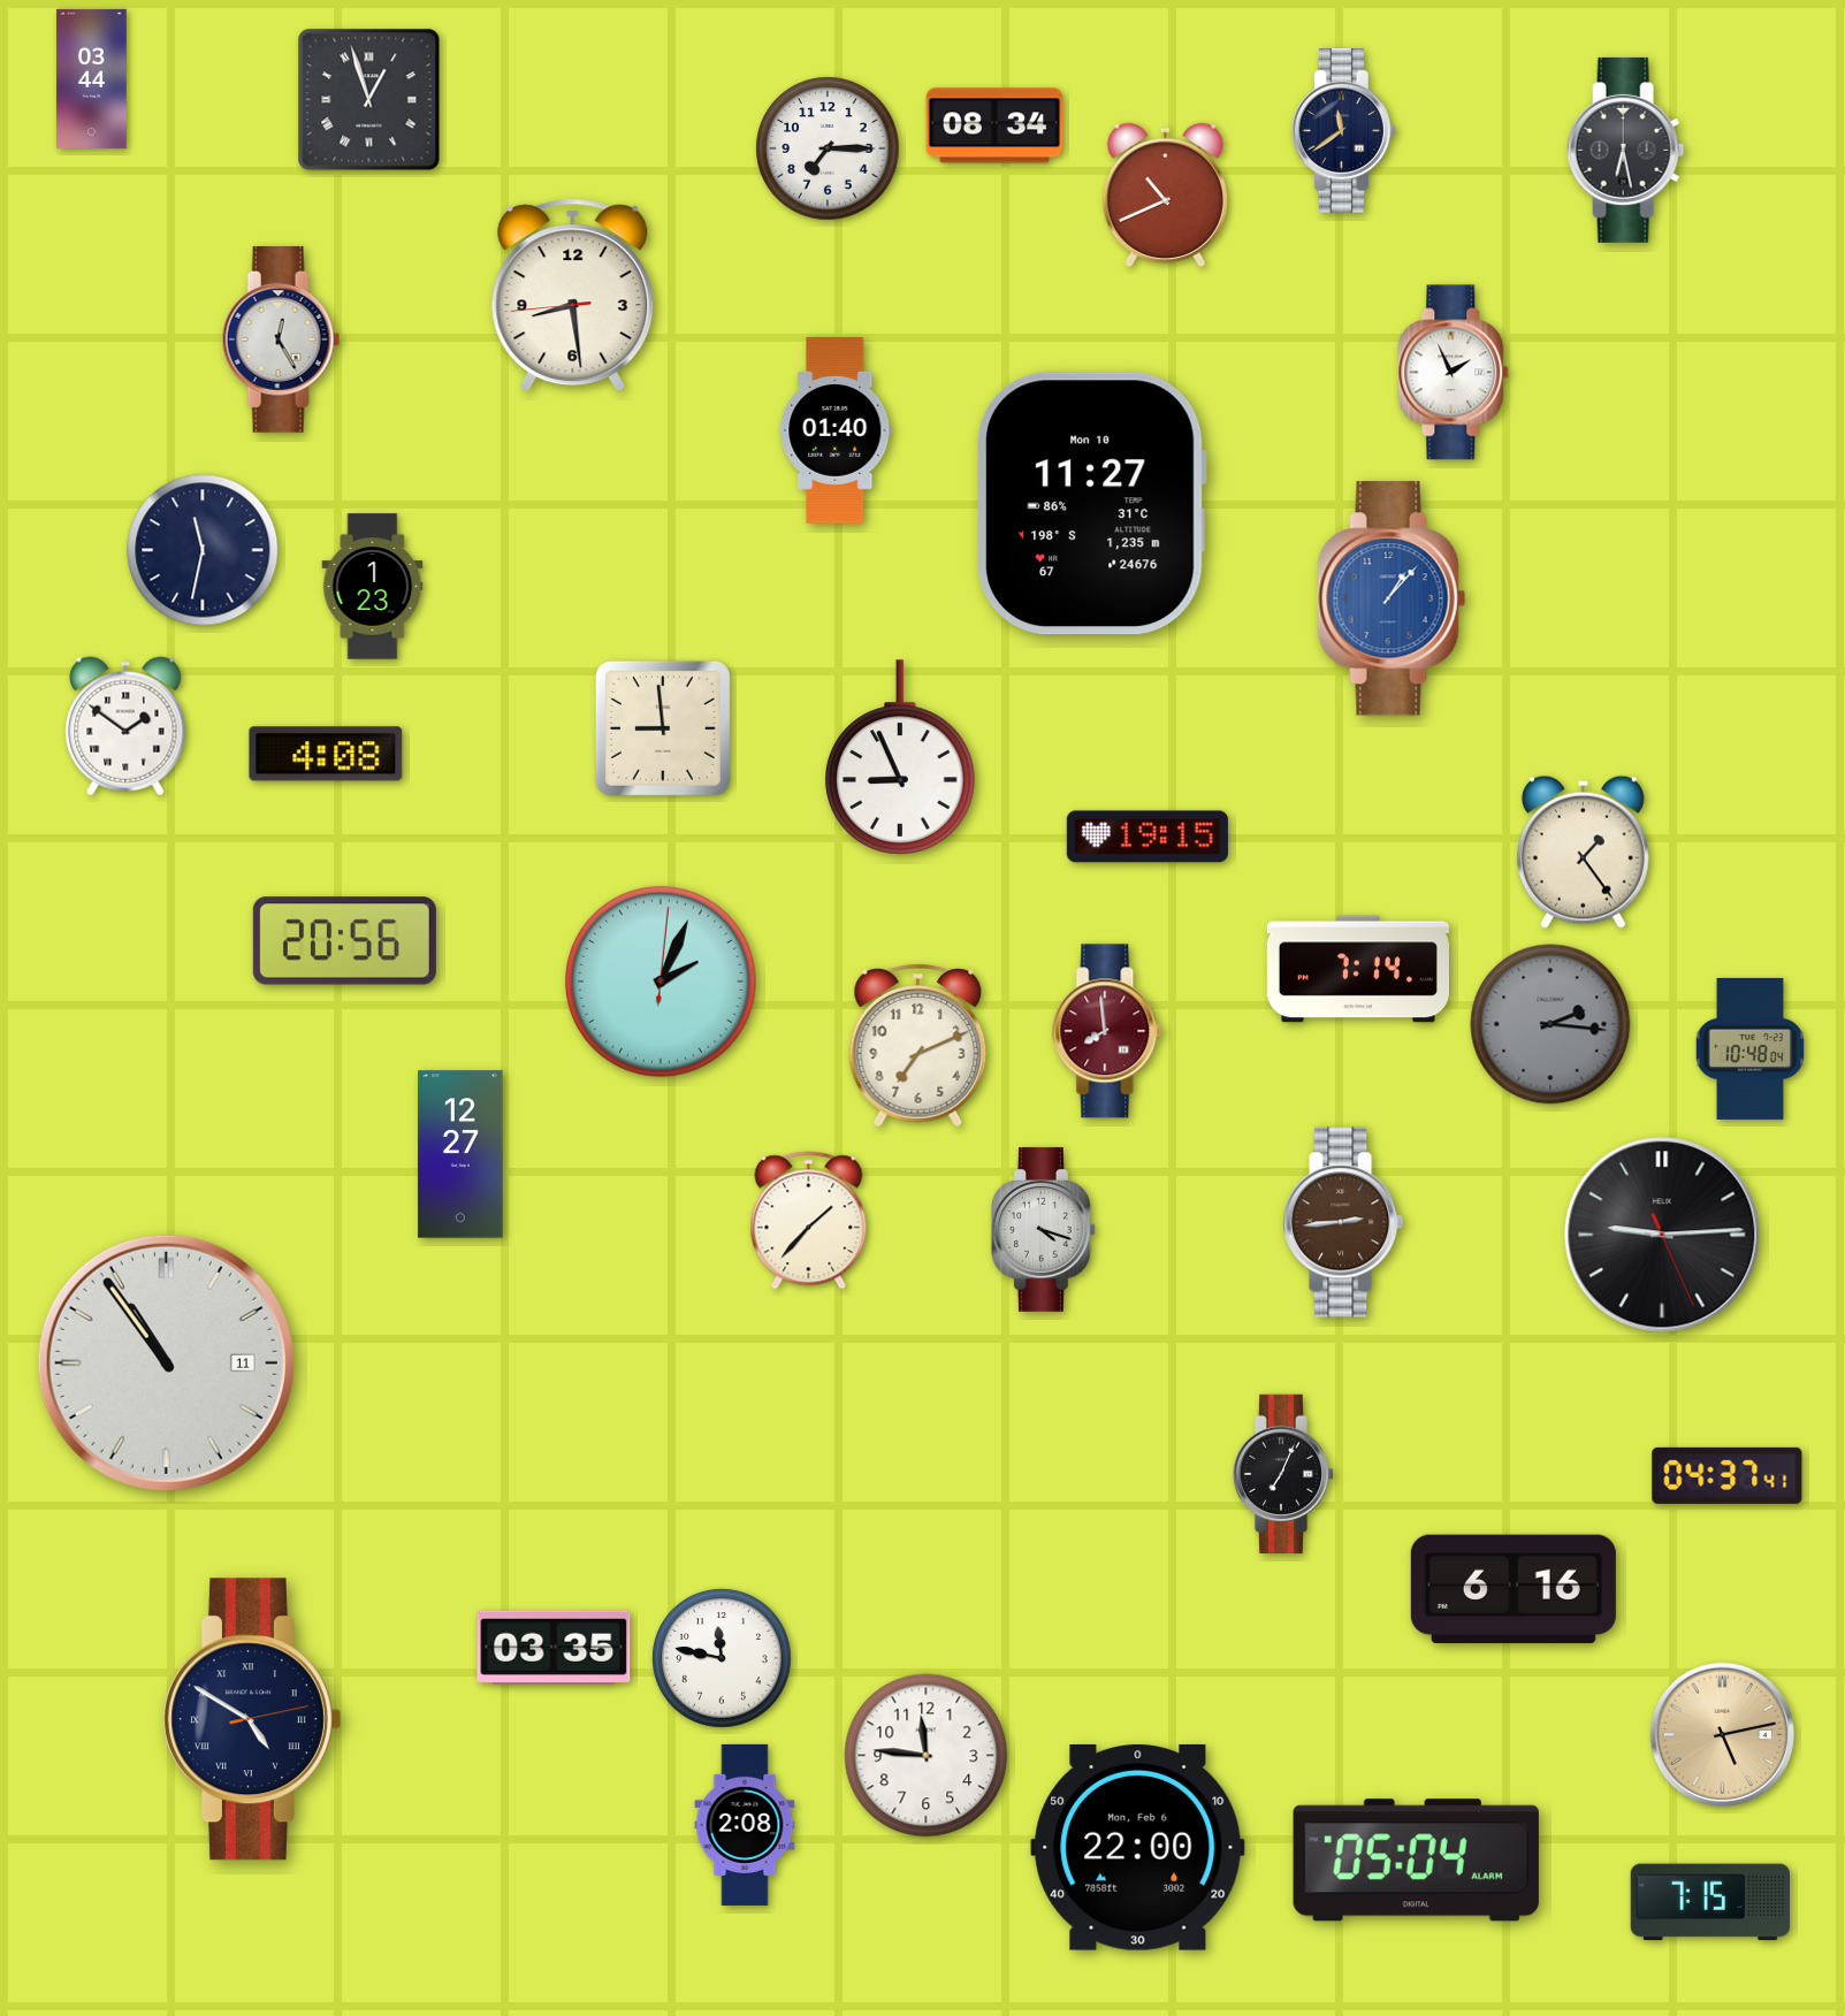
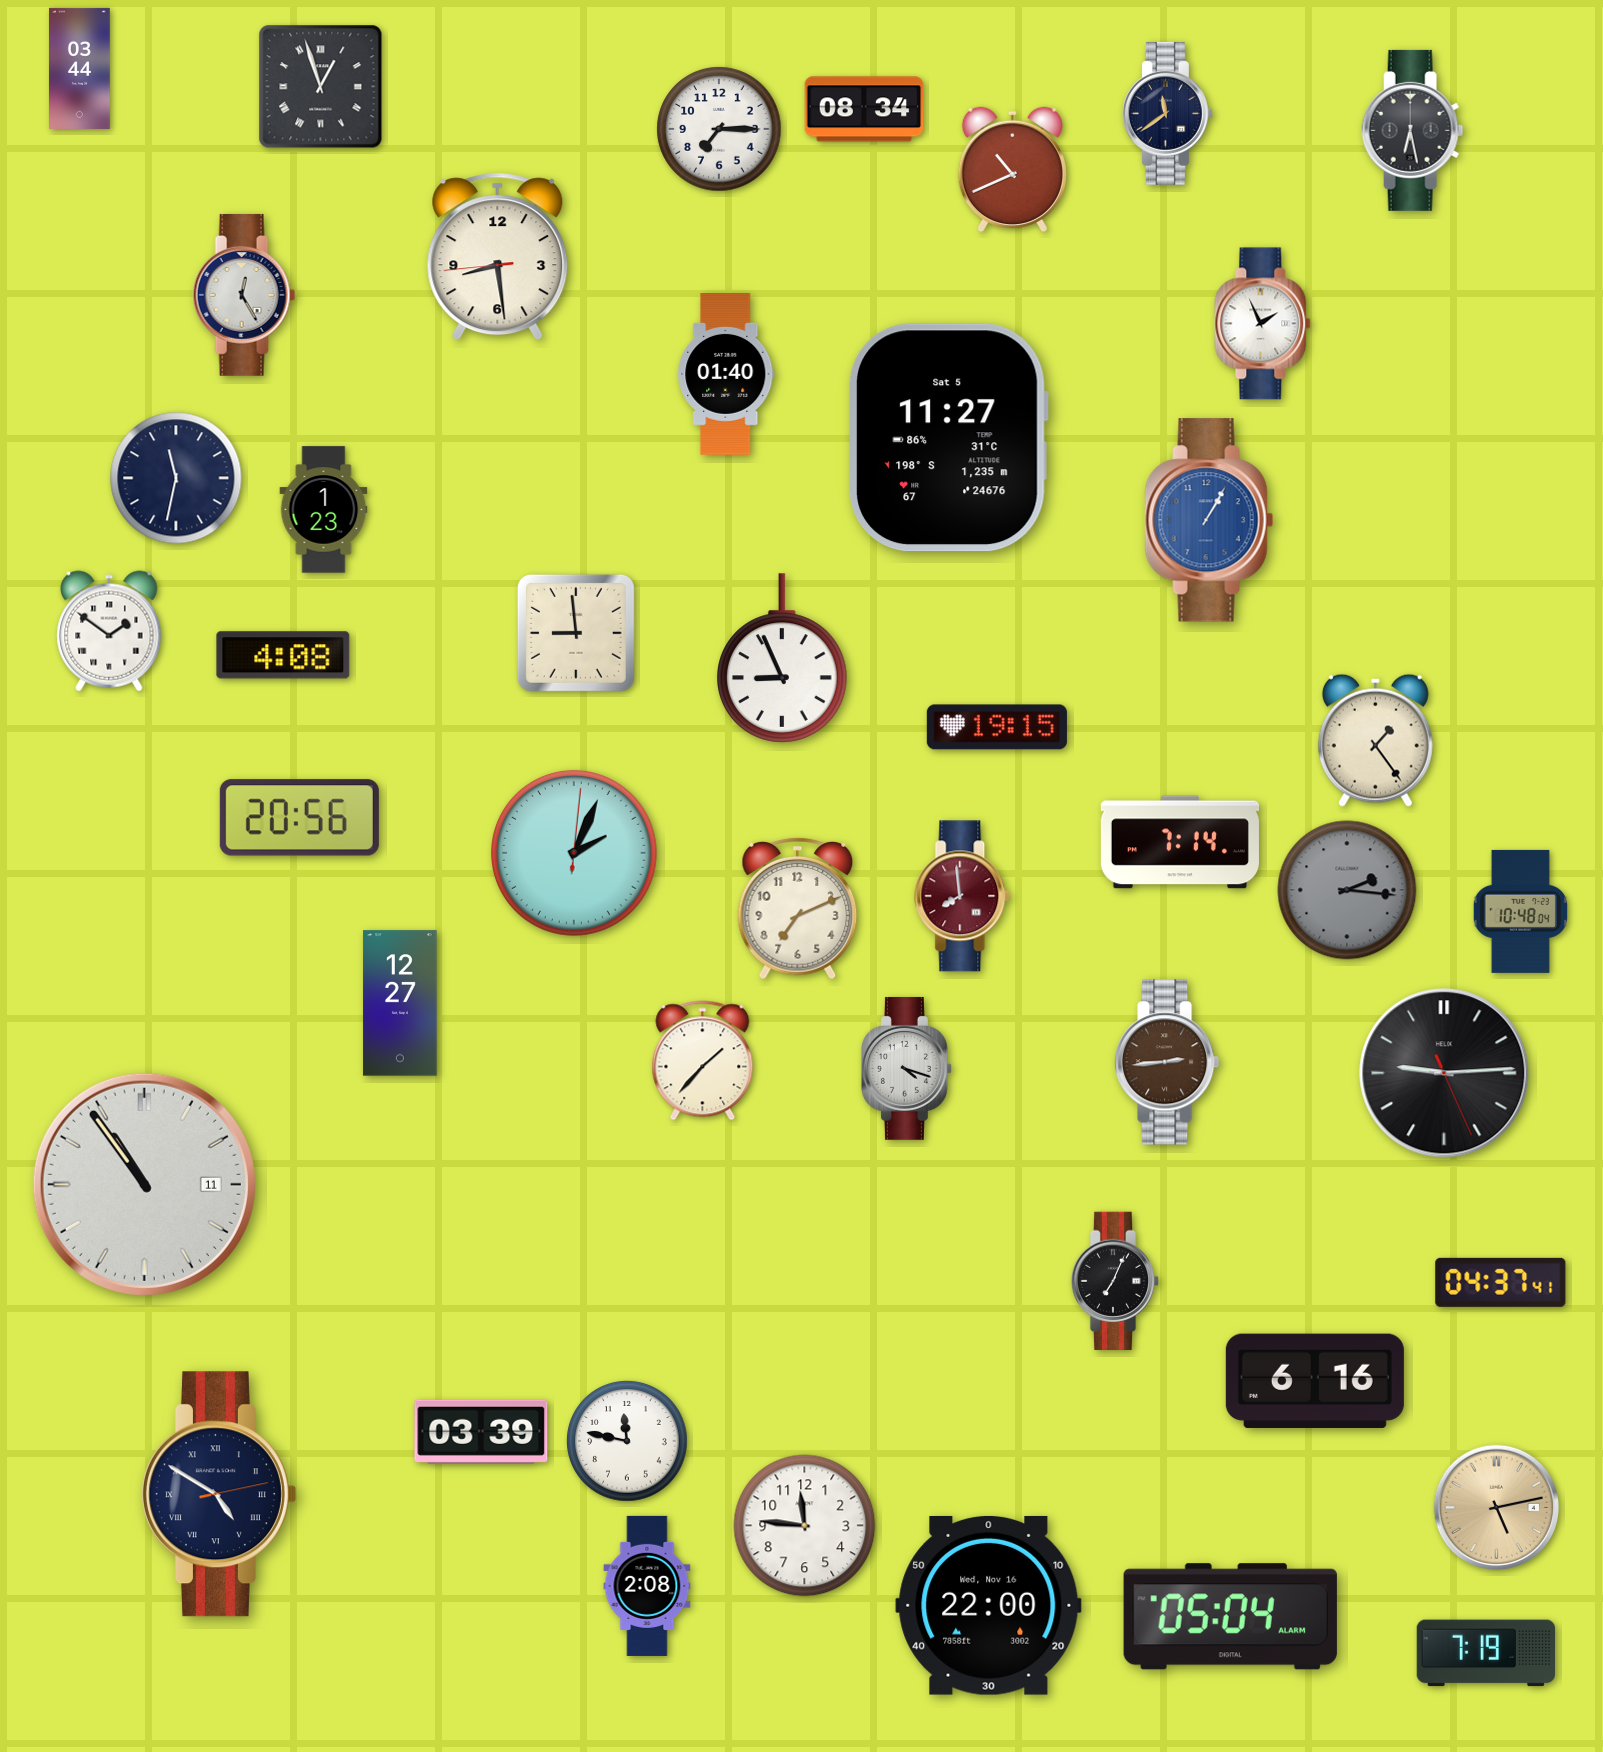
clock at (1091, 504) date: Mon 10 -> Sat 5
clock at (1392, 598): 1:07 -> 1:05
clock at (554, 1648): 03:35 -> 03:39
clock at (1138, 1847) date: Mon, Feb 6 -> Wed, Nov 16
clock at (1709, 1902): 7:15 -> 7:19
